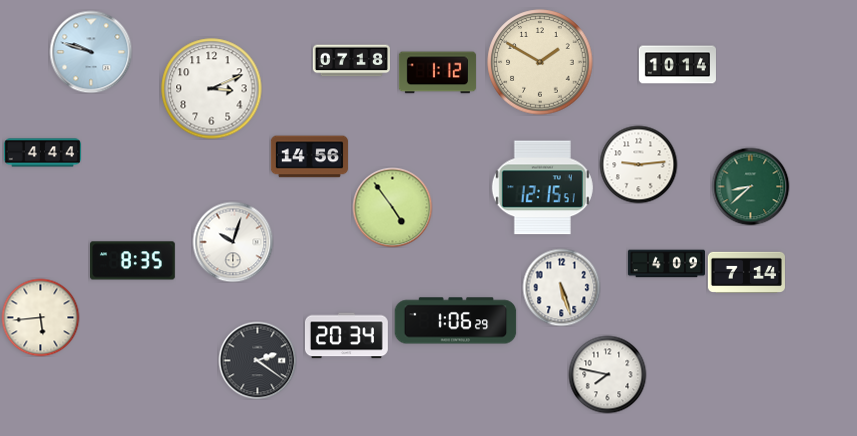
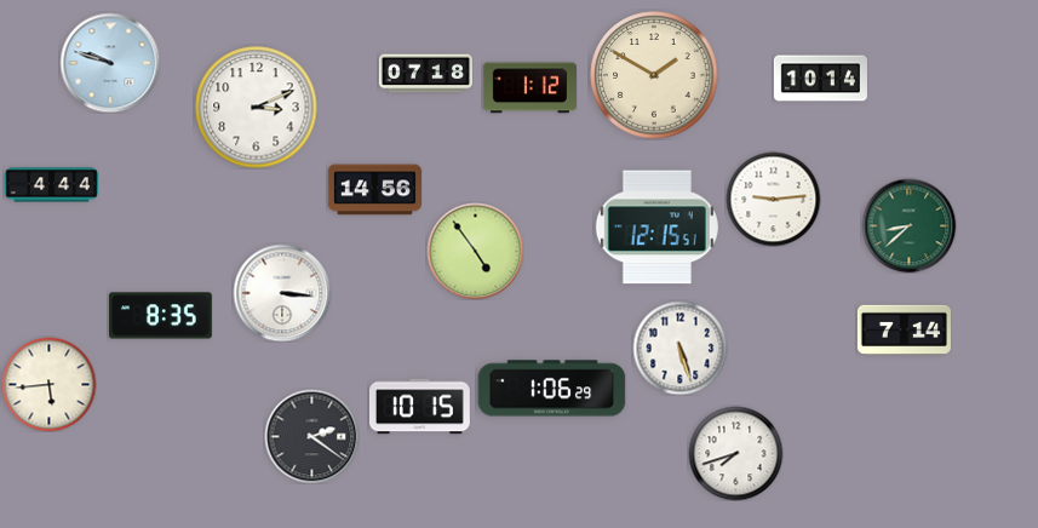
clock at (233, 242): 10:03 -> 3:16
clock at (666, 264): 4:09 -> none
clock at (346, 336): 20:34 -> 10:15
clock at (607, 374): 7:47 -> 7:42
